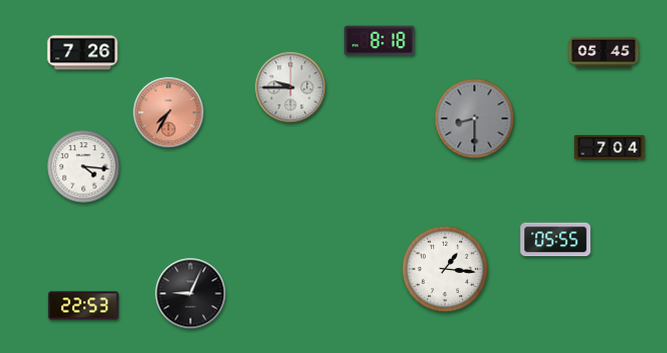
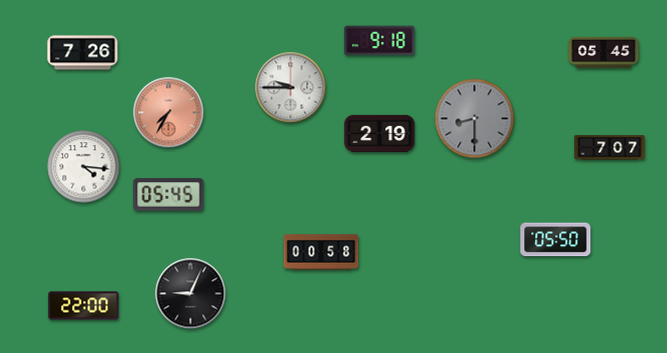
clock at (380, 41): 8:18 -> 9:18
clock at (380, 133): none -> 2:19
clock at (610, 148): 7:04 -> 7:07
clock at (169, 195): none -> 05:45
clock at (556, 240): 05:55 -> 05:50
clock at (321, 252): none -> 00:58
clock at (445, 269): 1:16 -> none
clock at (84, 306): 22:53 -> 22:00
